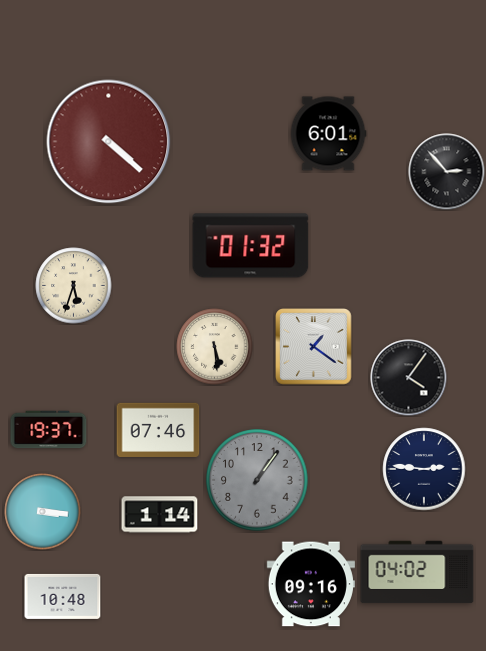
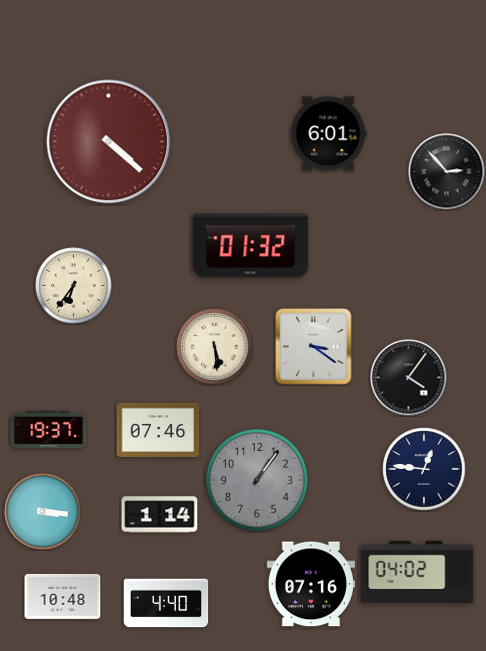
clock at (74, 286): 5:33 -> 6:36
clock at (314, 347): 1:21 -> 3:21
clock at (424, 469): 2:46 -> 12:46
clock at (311, 584): 09:16 -> 07:16
clock at (166, 603): none -> 4:40
